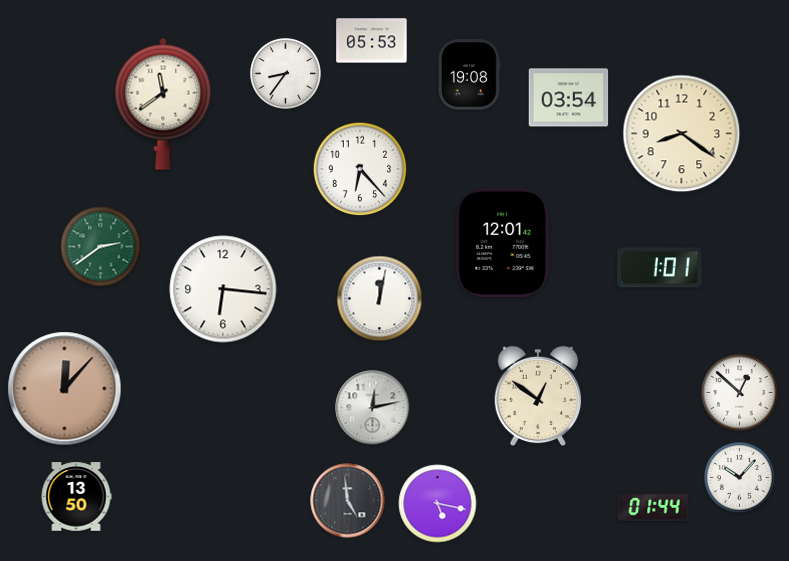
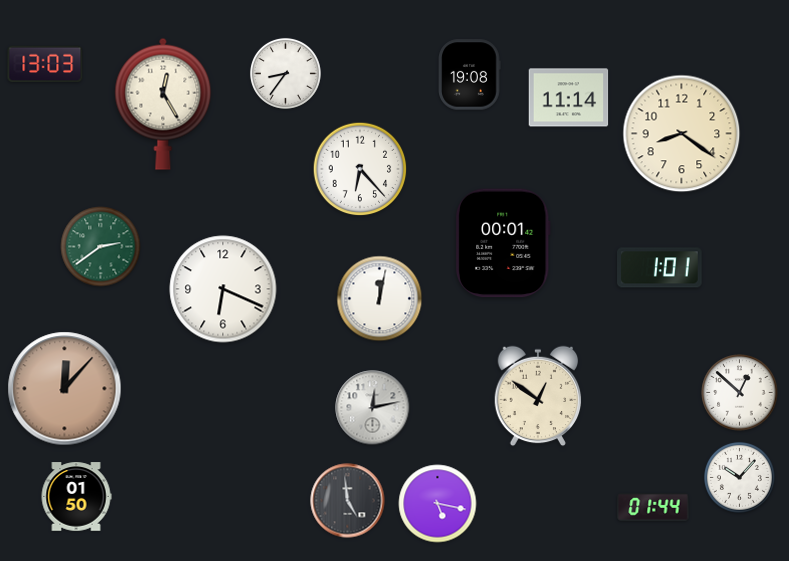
clock at (372, 41): 05:53 -> none
clock at (45, 64): none -> 13:03
clock at (569, 98): 03:54 -> 11:14
clock at (163, 104): 11:39 -> 12:25
clock at (503, 243): 12:01 -> 00:01
clock at (223, 289): 6:16 -> 6:19
clock at (76, 497): 13:50 -> 01:50
